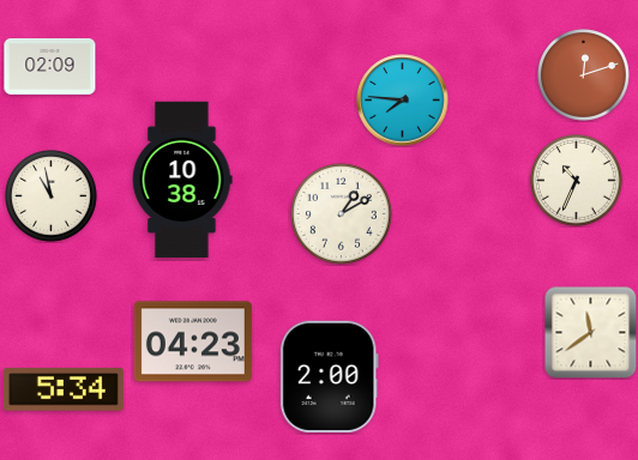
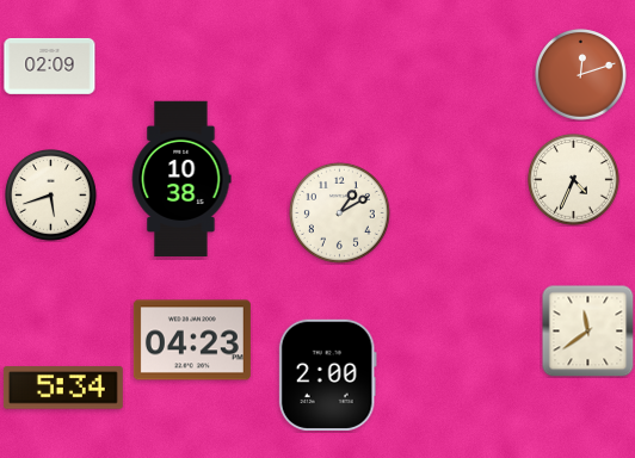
clock at (403, 101): 7:46 -> none
clock at (577, 181): 10:34 -> 4:34
clock at (52, 196): 10:58 -> 5:42
